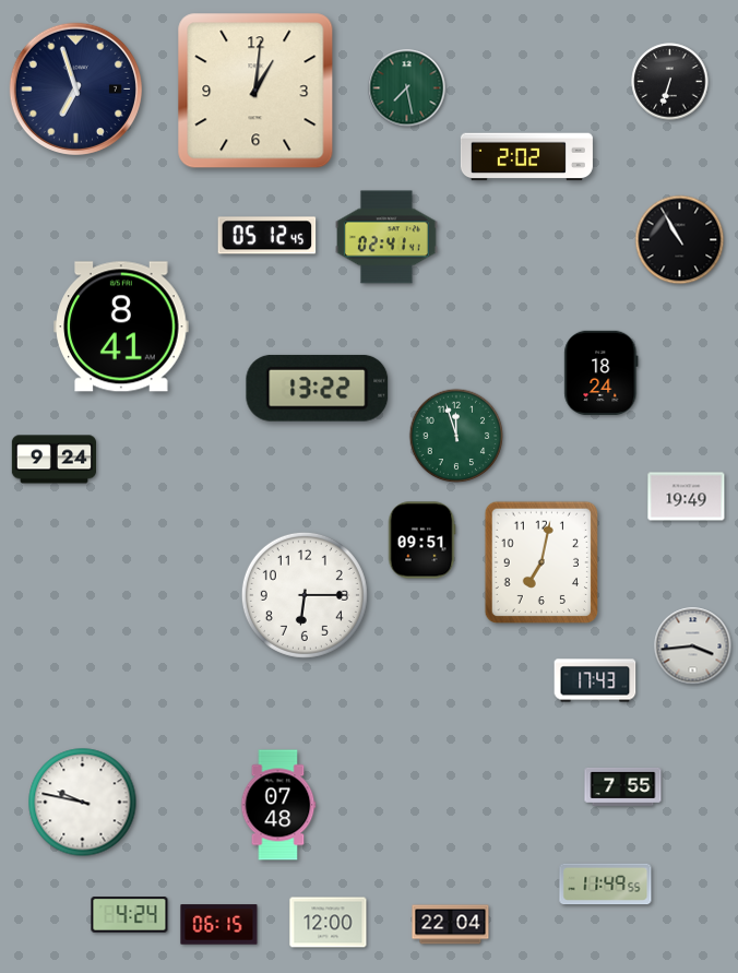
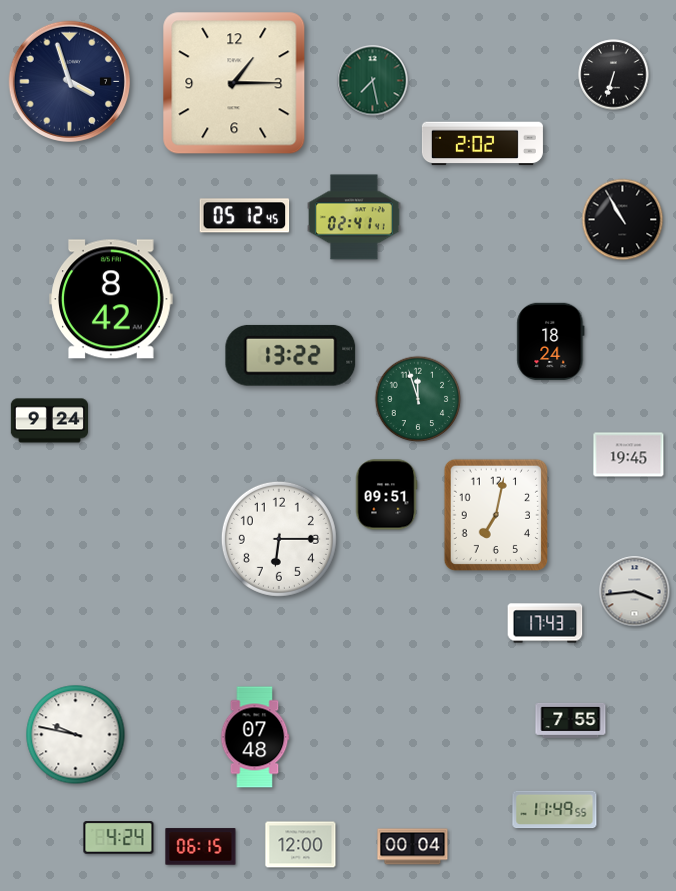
clock at (75, 88): 6:57 -> 3:57
clock at (255, 91): 1:01 -> 1:15
clock at (121, 327): 8:41 -> 8:42
clock at (687, 497): 19:49 -> 19:45
clock at (305, 595) position: (305, 595) -> (279, 539)
clock at (451, 925): 22:04 -> 00:04
